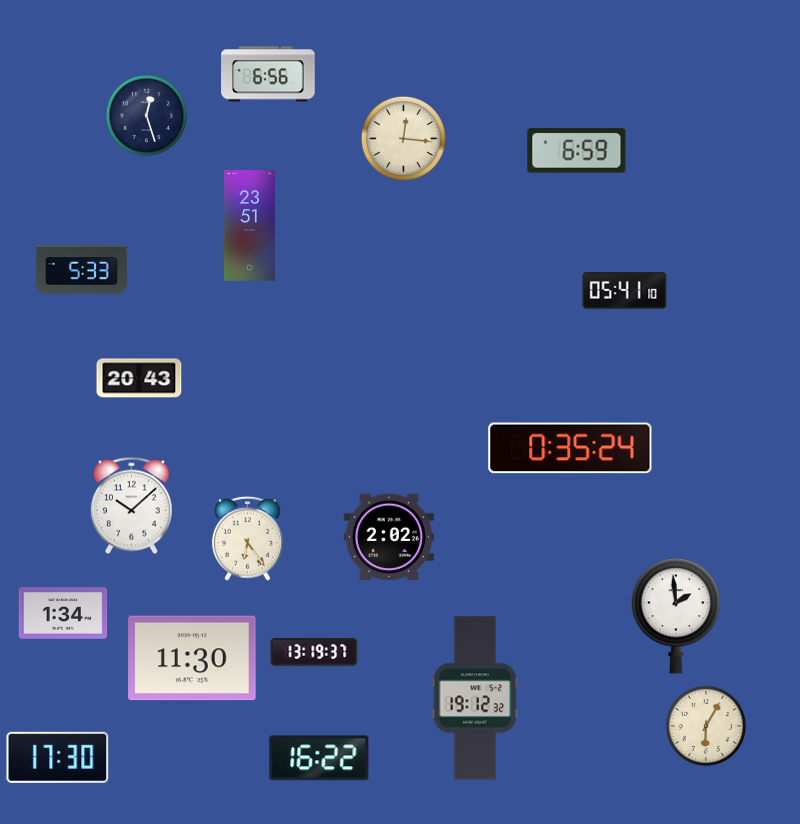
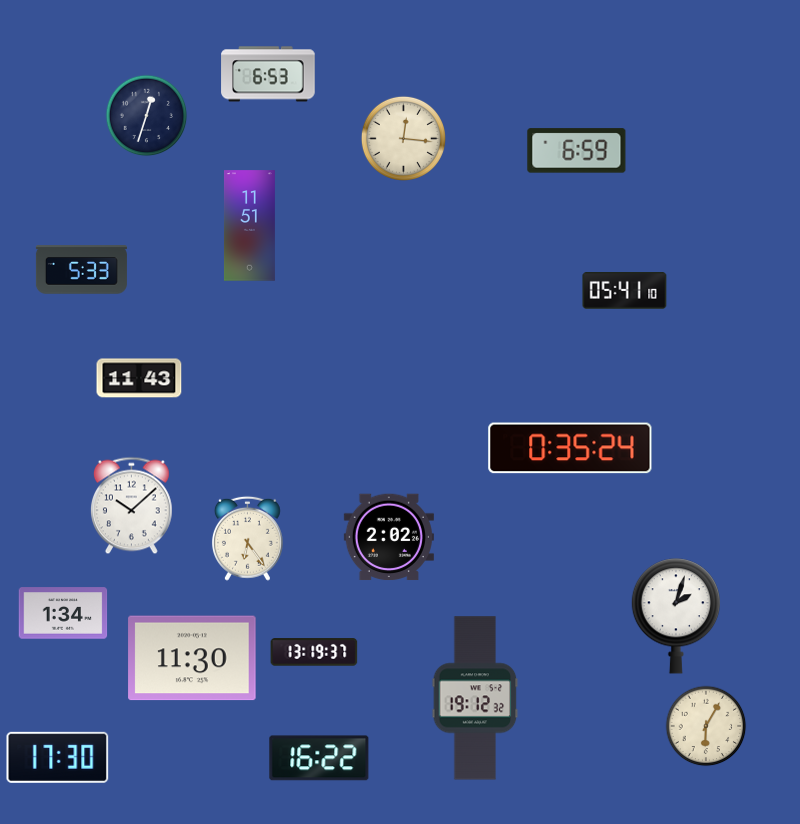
clock at (268, 74): 6:56 -> 6:53
clock at (147, 116): 12:27 -> 12:33
clock at (249, 226): 23:51 -> 11:51
clock at (139, 378): 20:43 -> 11:43
clock at (676, 616): 1:59 -> 2:03
